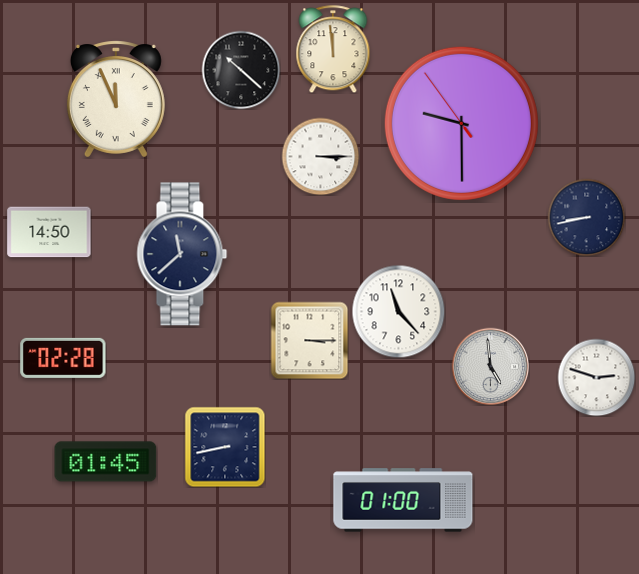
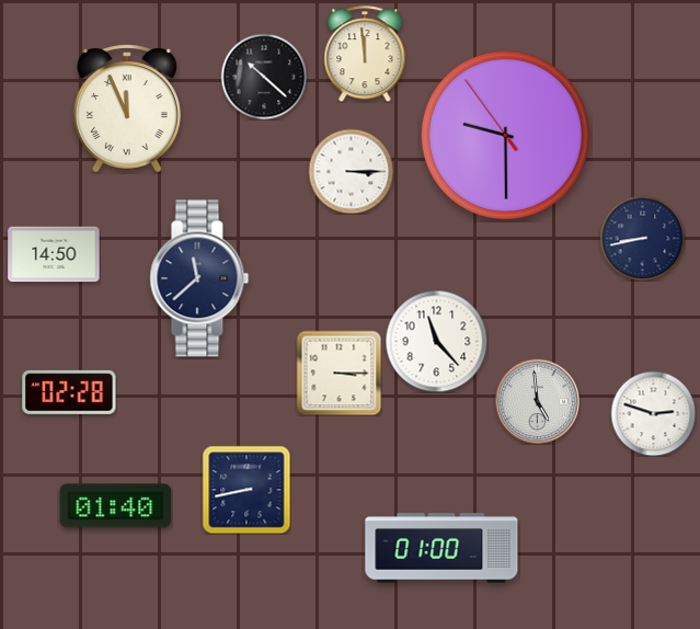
clock at (106, 462): 01:45 -> 01:40
